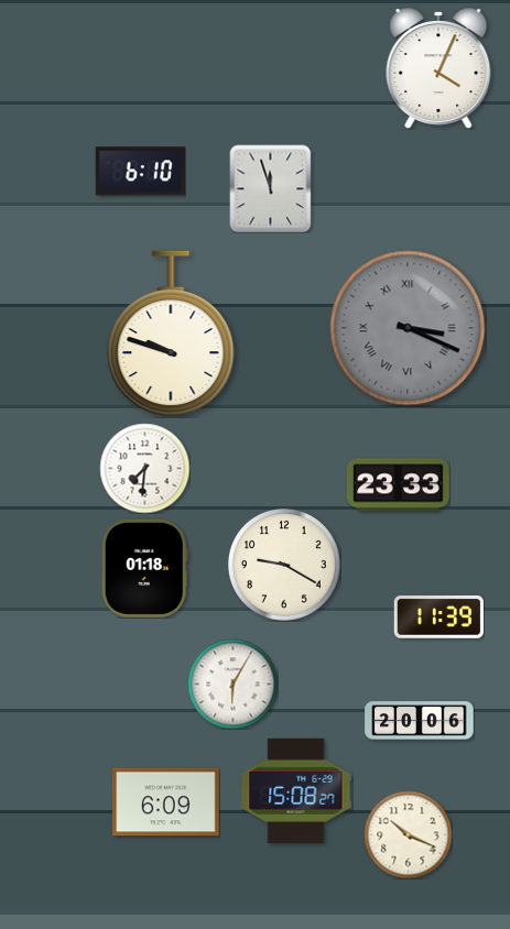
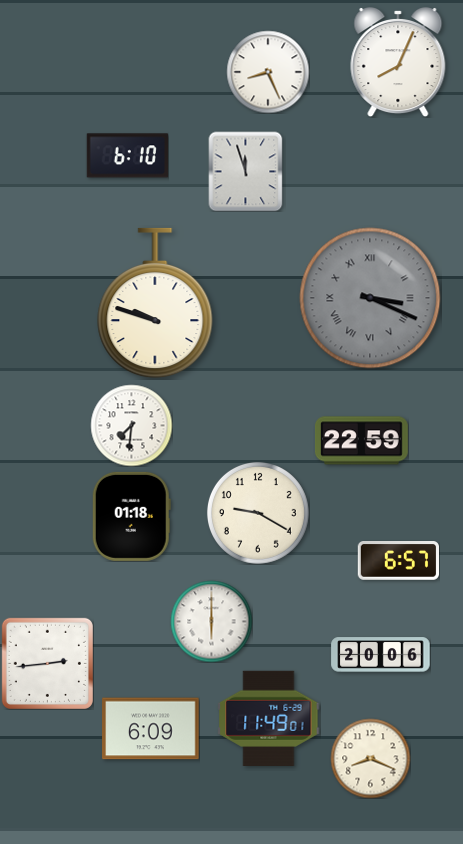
clock at (438, 69): 4:04 -> 8:04
clock at (268, 72): none -> 8:26
clock at (398, 485): 23:33 -> 22:59
clock at (438, 617): 11:39 -> 6:57
clock at (232, 684): 6:05 -> 6:00
clock at (47, 663): none -> 2:44
clock at (296, 790): 15:08 -> 11:49
clock at (408, 834): 10:19 -> 8:19
